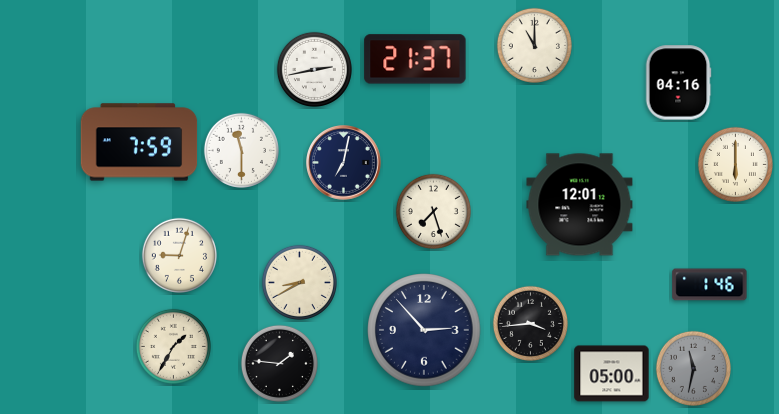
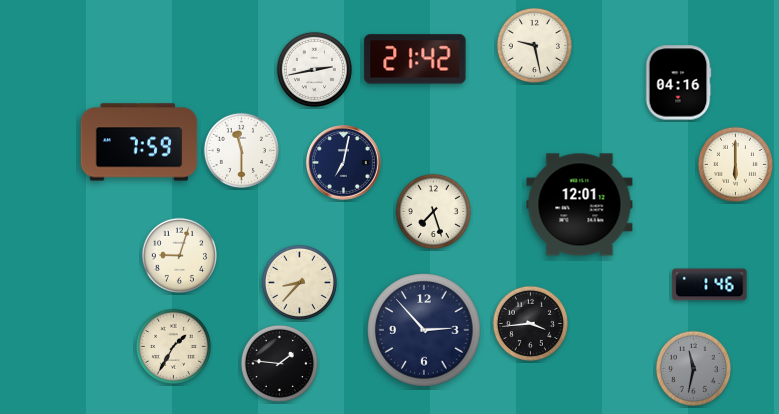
clock at (534, 45): 11:00 -> 9:28
clock at (415, 59): 21:37 -> 21:42
clock at (299, 282): 8:40 -> 8:37
clock at (612, 374): 05:00 -> none
